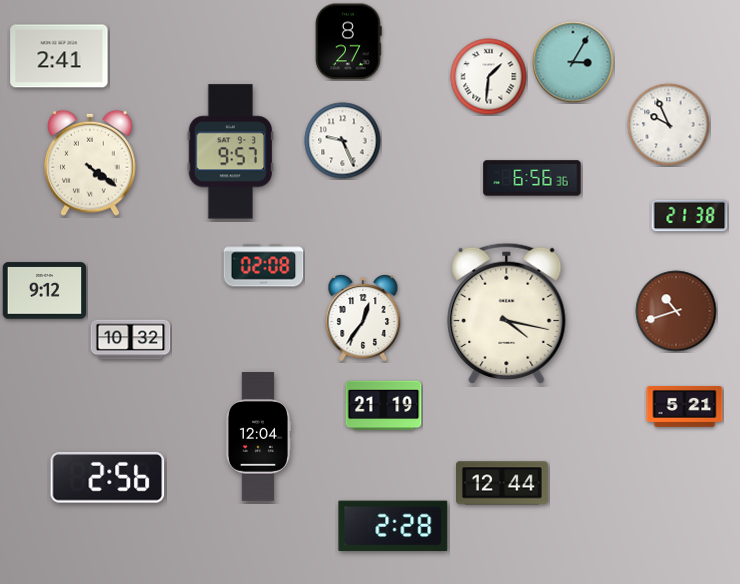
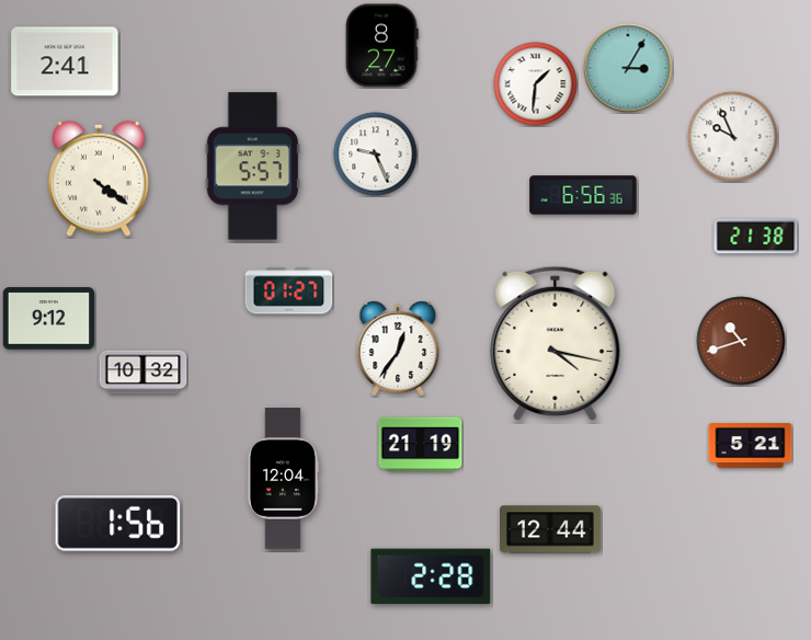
clock at (231, 152): 9:57 -> 5:57
clock at (264, 266): 02:08 -> 01:27
clock at (108, 478): 2:56 -> 1:56
